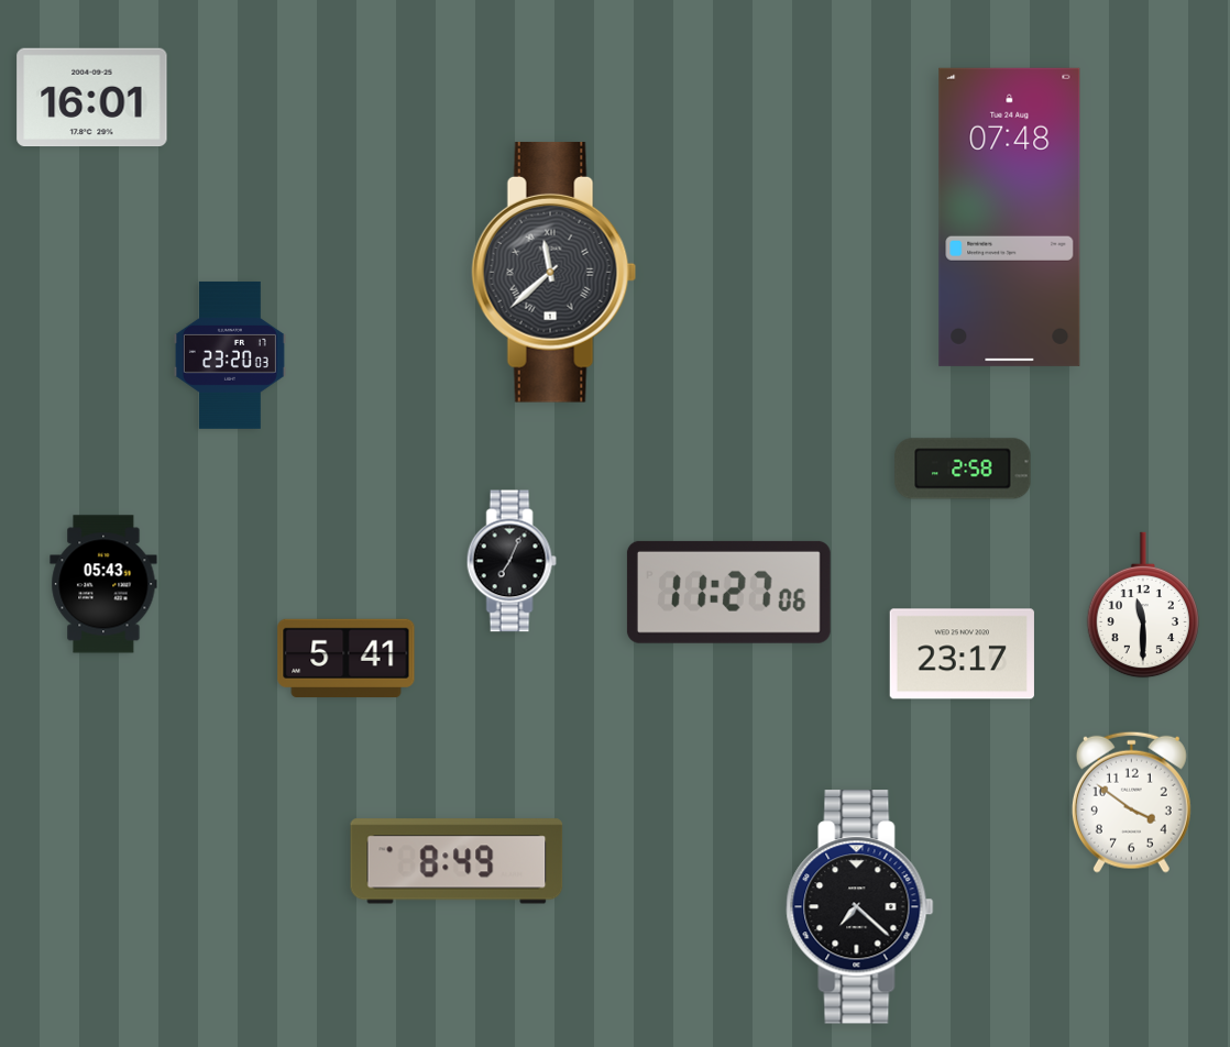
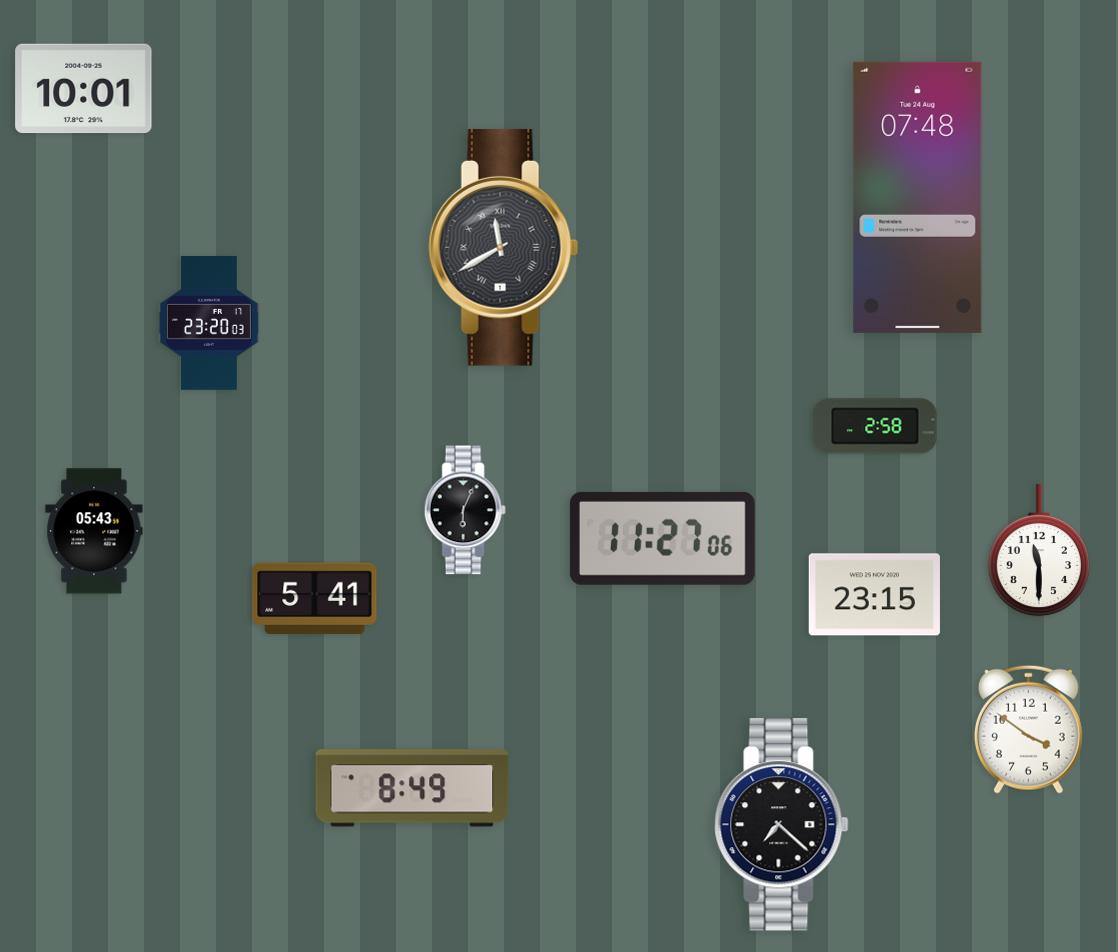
clock at (92, 98): 16:01 -> 10:01
clock at (554, 272): 11:38 -> 11:40
clock at (512, 561): 7:04 -> 6:04
clock at (962, 654): 23:17 -> 23:15
clock at (457, 861) position: (457, 861) -> (412, 788)
